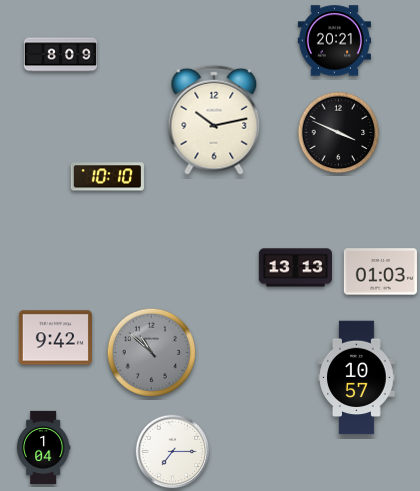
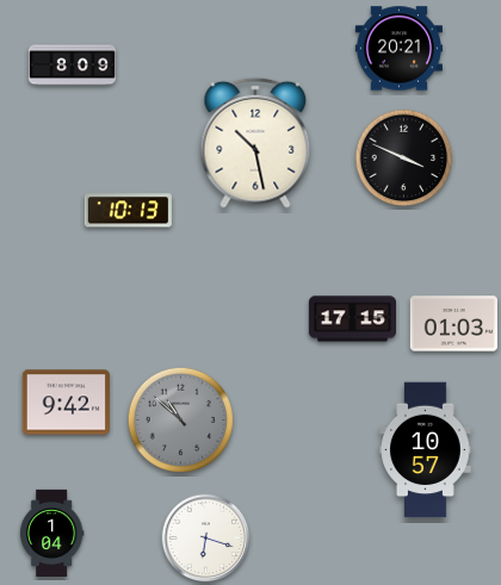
clock at (214, 120): 10:13 -> 10:28
clock at (107, 177): 10:10 -> 10:13
clock at (295, 268): 13:13 -> 17:15
clock at (173, 452): 7:15 -> 6:18
